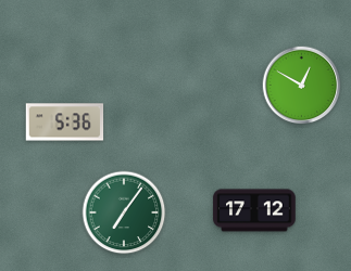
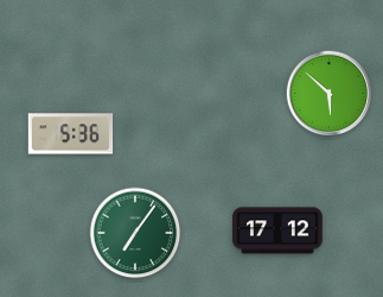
clock at (302, 86): 12:50 -> 5:52
